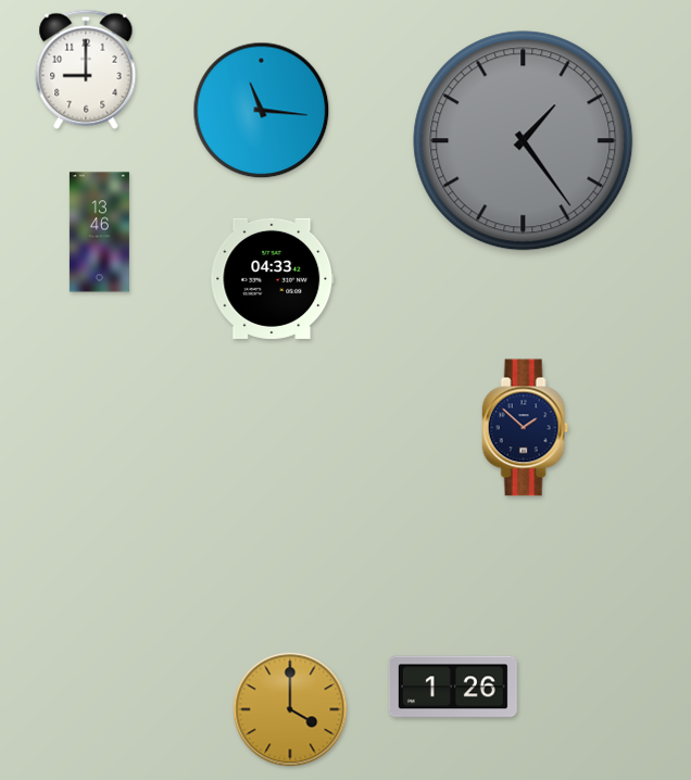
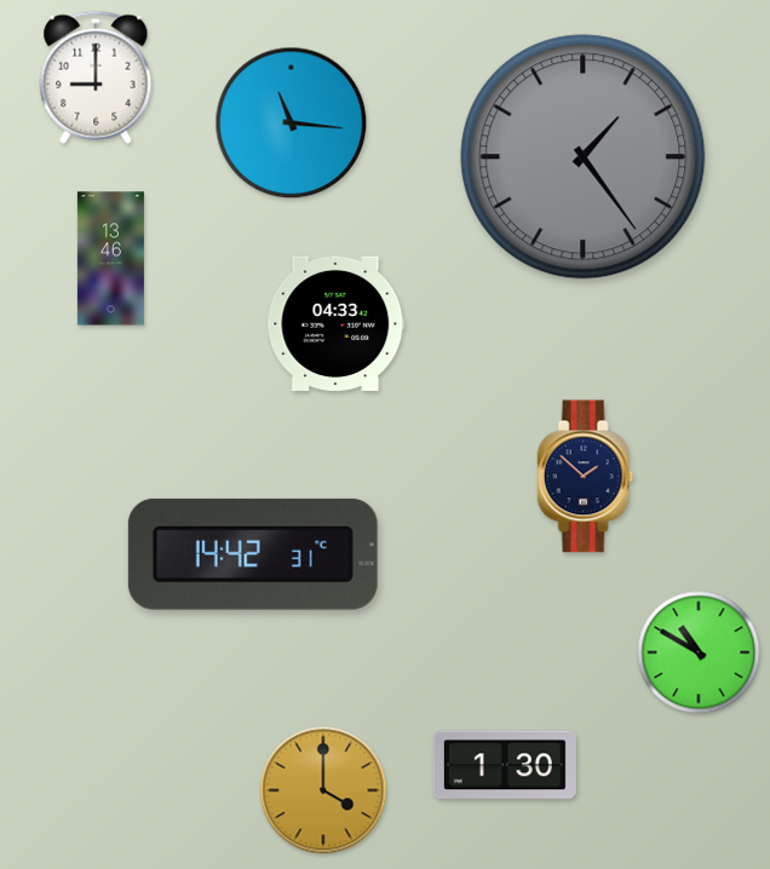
clock at (273, 278) position: (273, 278) -> (337, 323)
clock at (253, 554): none -> 14:42
clock at (699, 652): none -> 10:50
clock at (453, 687): 1:26 -> 1:30
